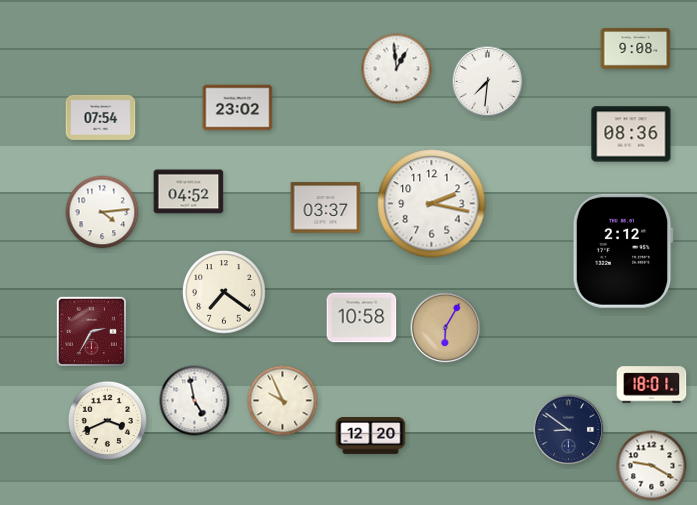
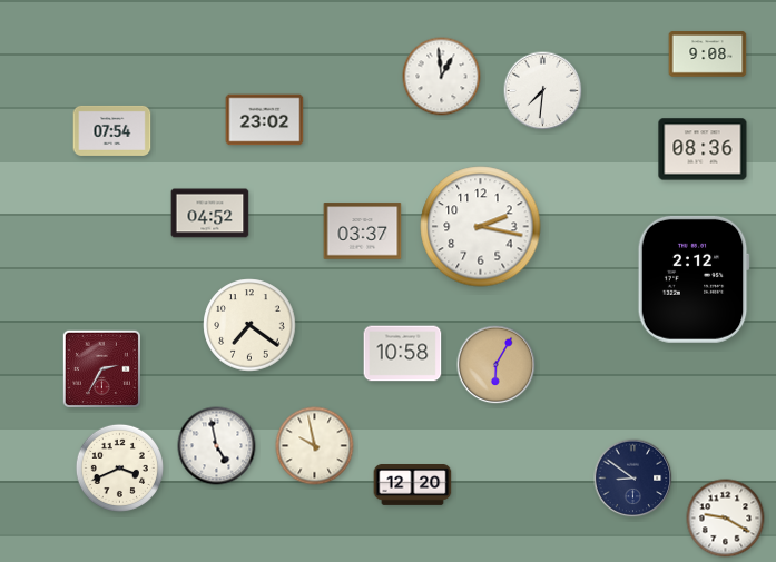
clock at (102, 212): 4:14 -> none
clock at (652, 385): 18:01 -> none
clock at (283, 401): 9:56 -> 9:58
